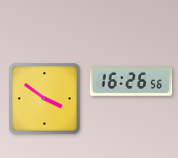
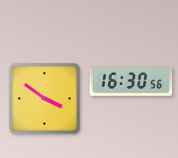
clock at (131, 81): 16:26 -> 16:30
